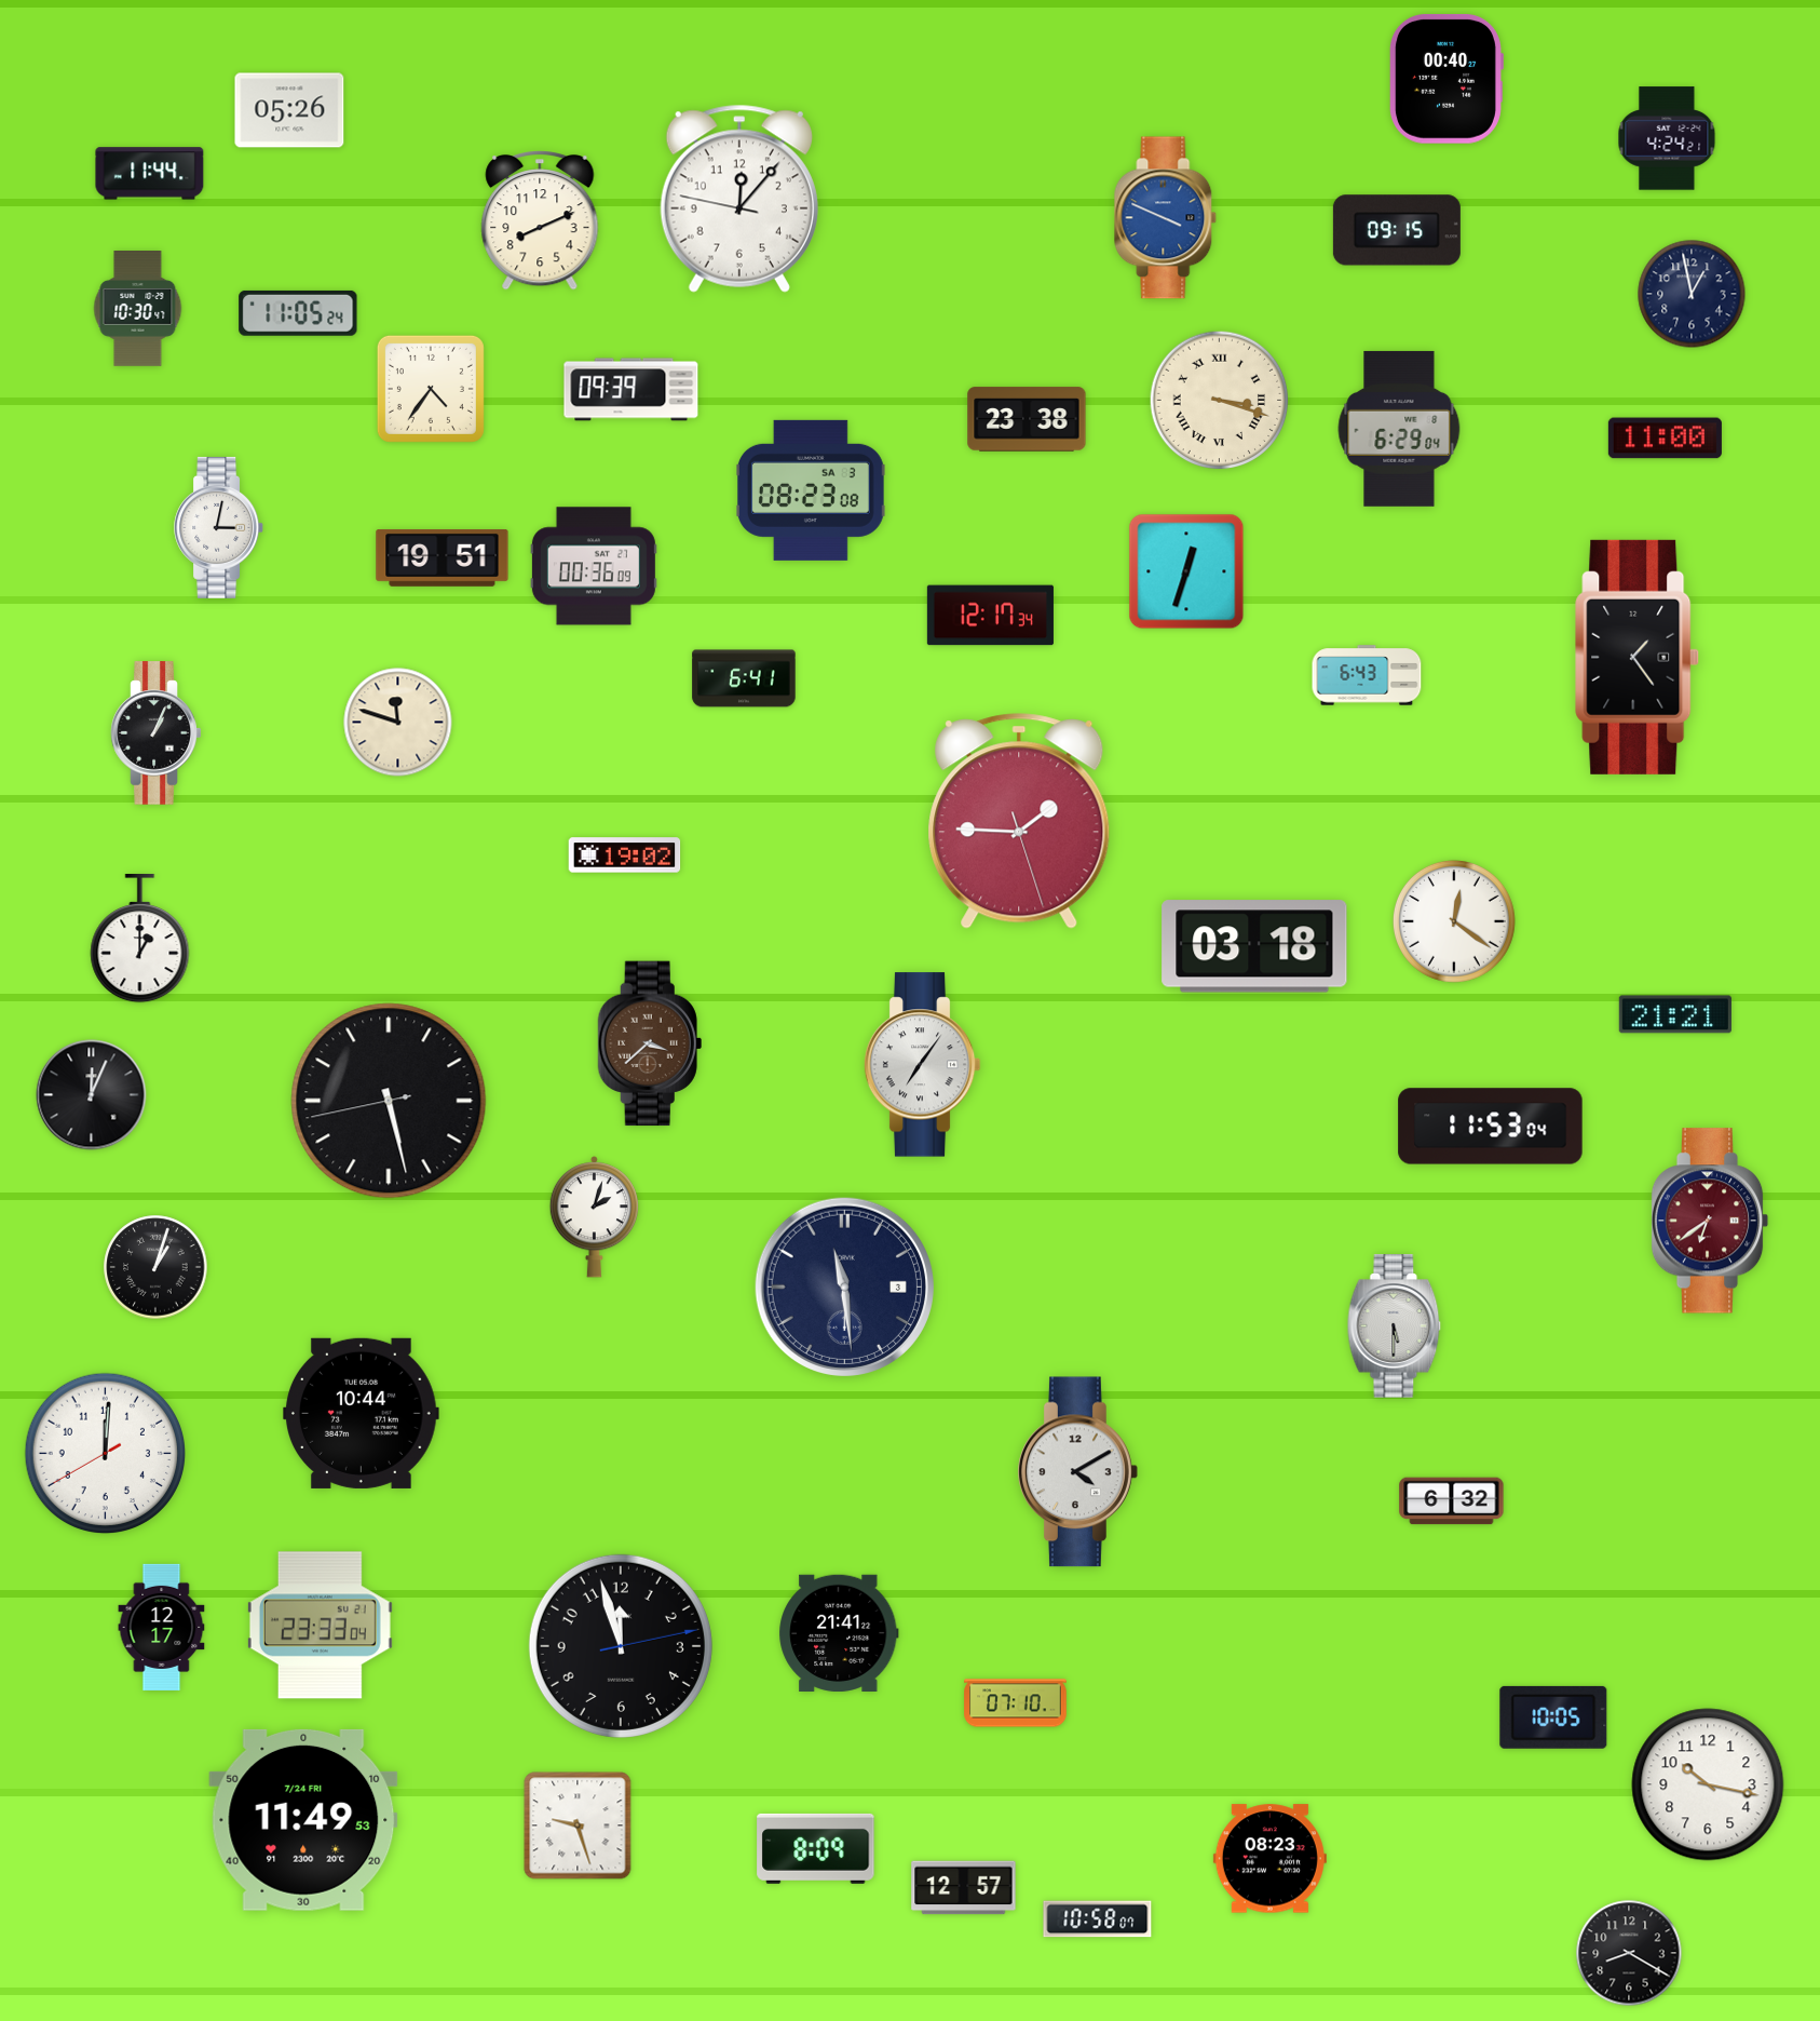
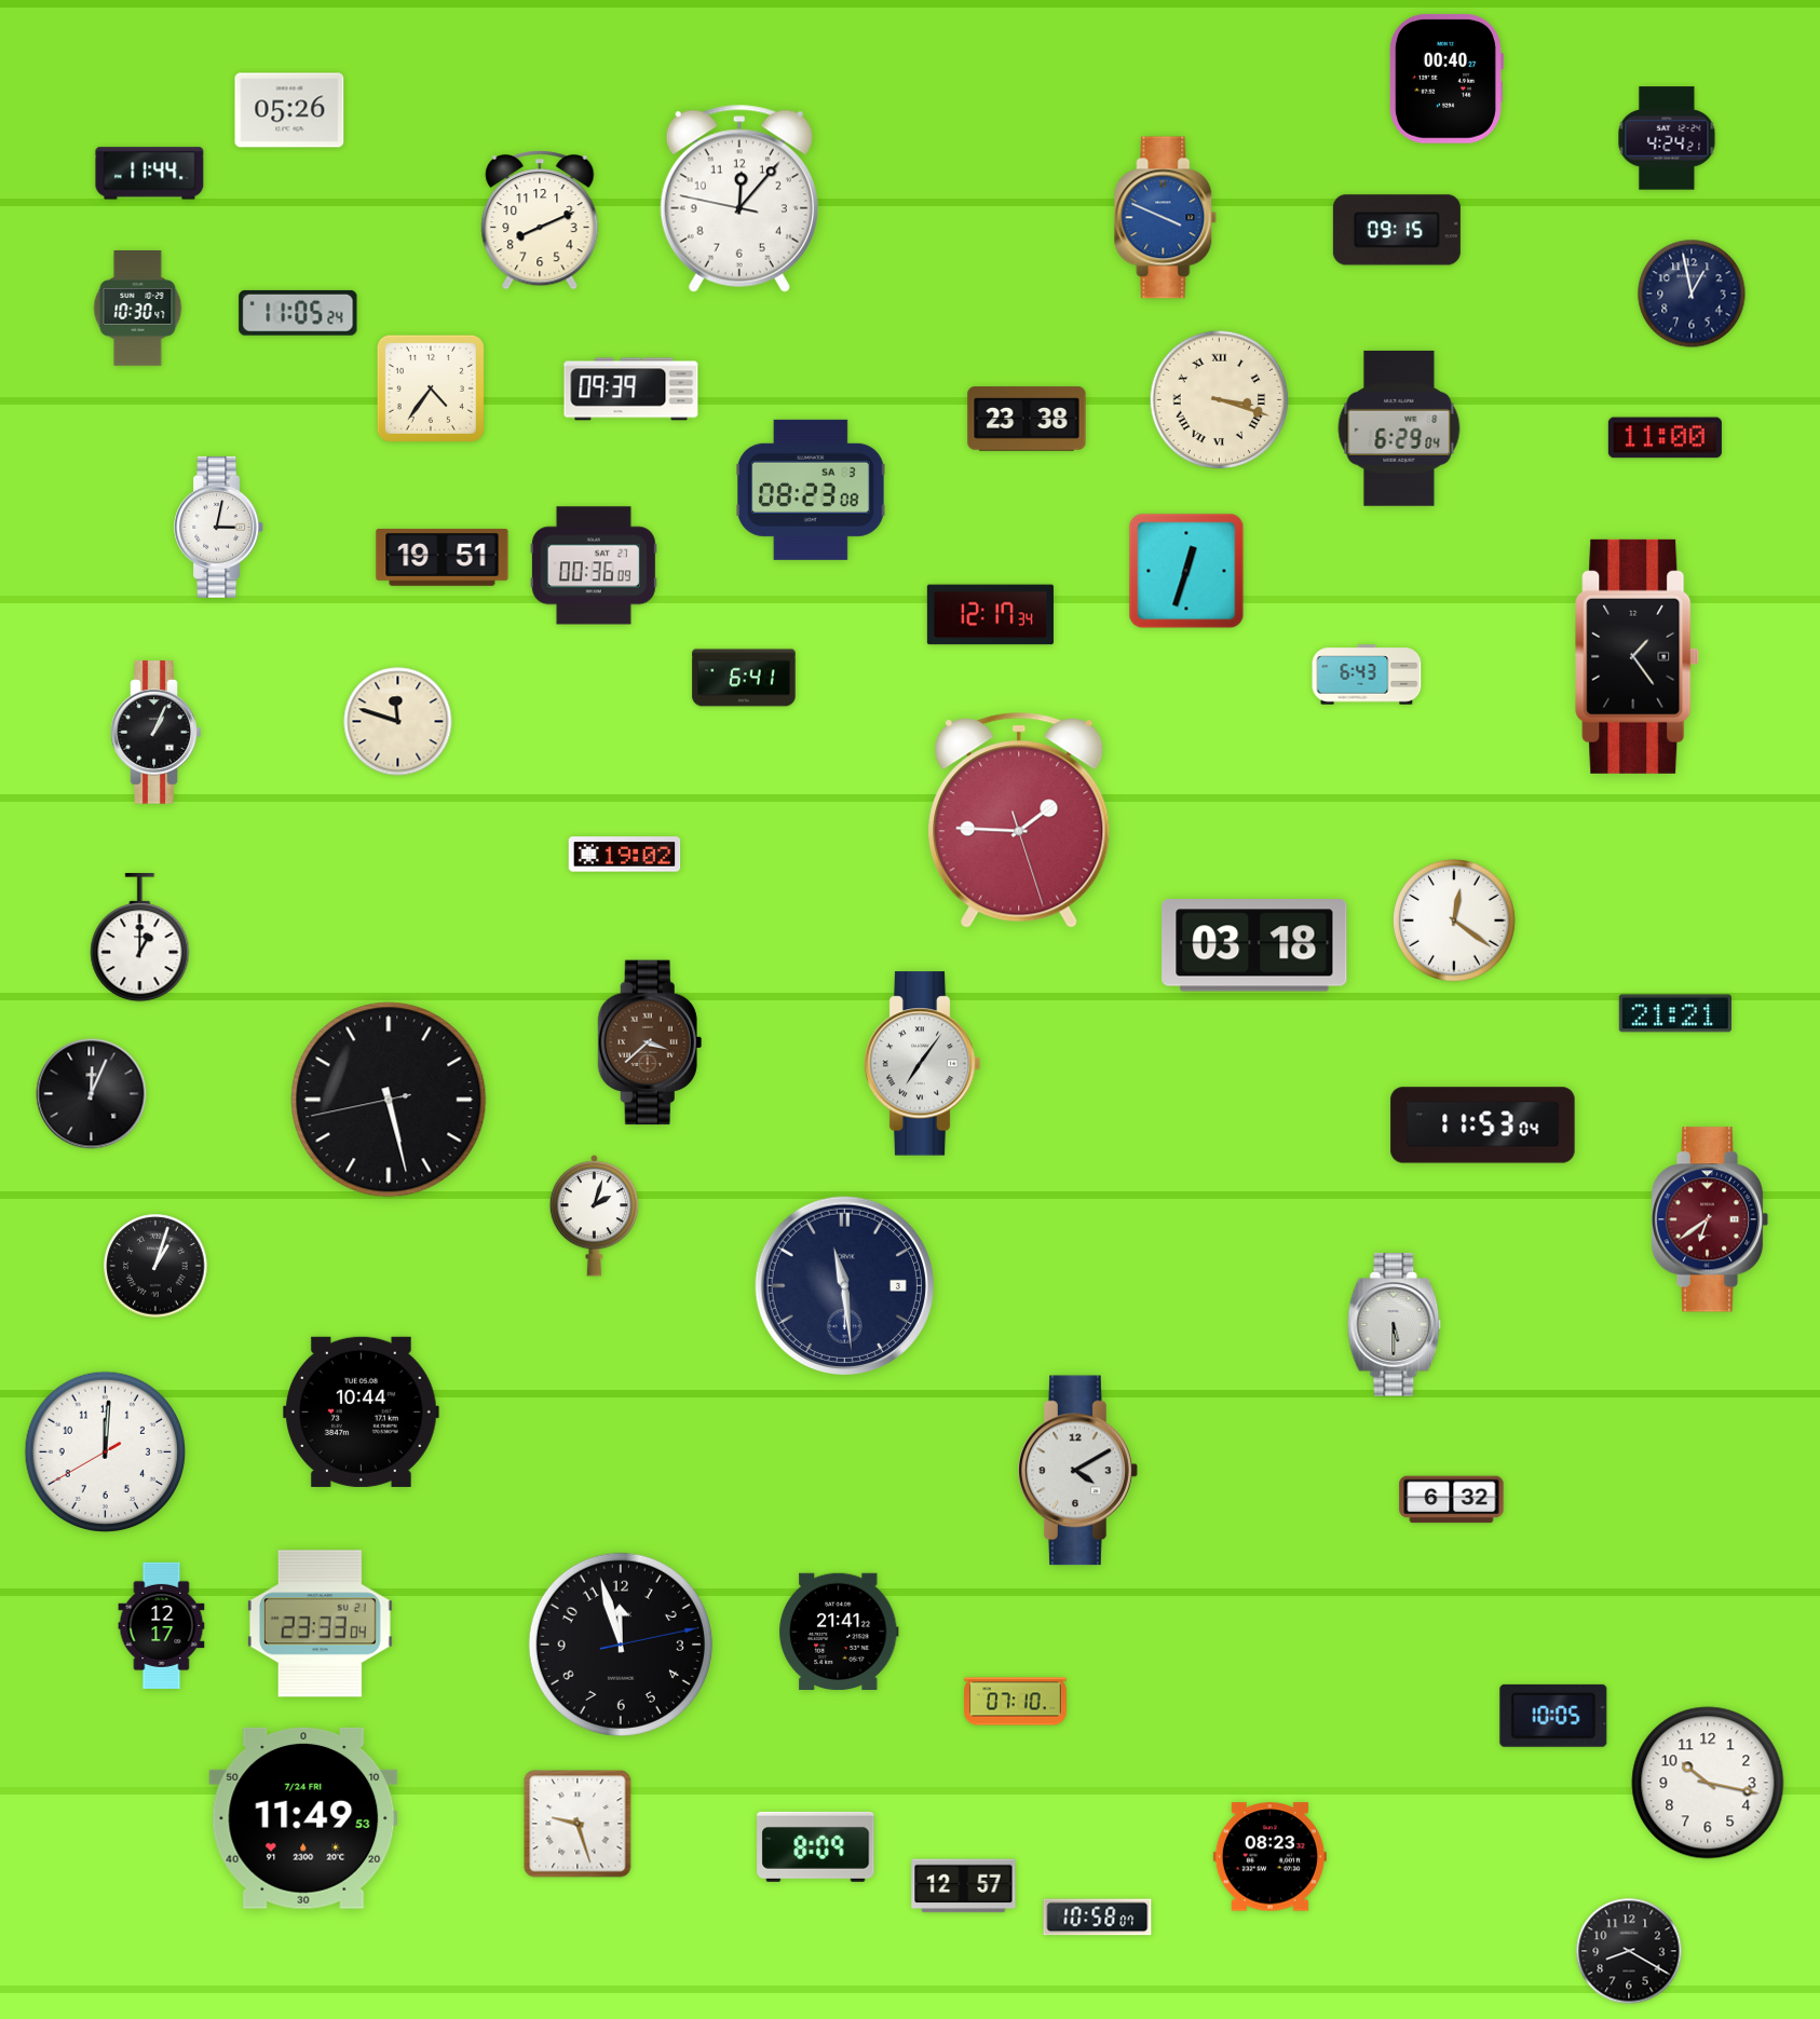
clock at (1491, 1127) position: (1491, 1127) -> (1483, 1126)
